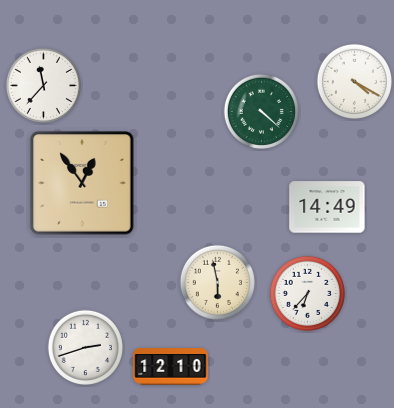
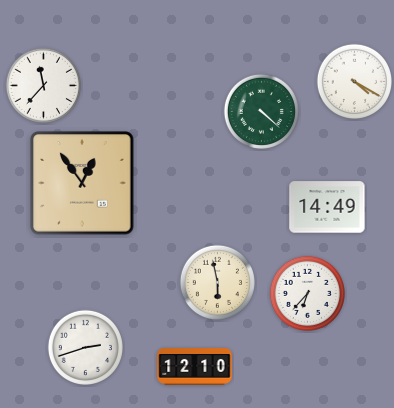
clock at (171, 367) position: (171, 367) -> (195, 367)
